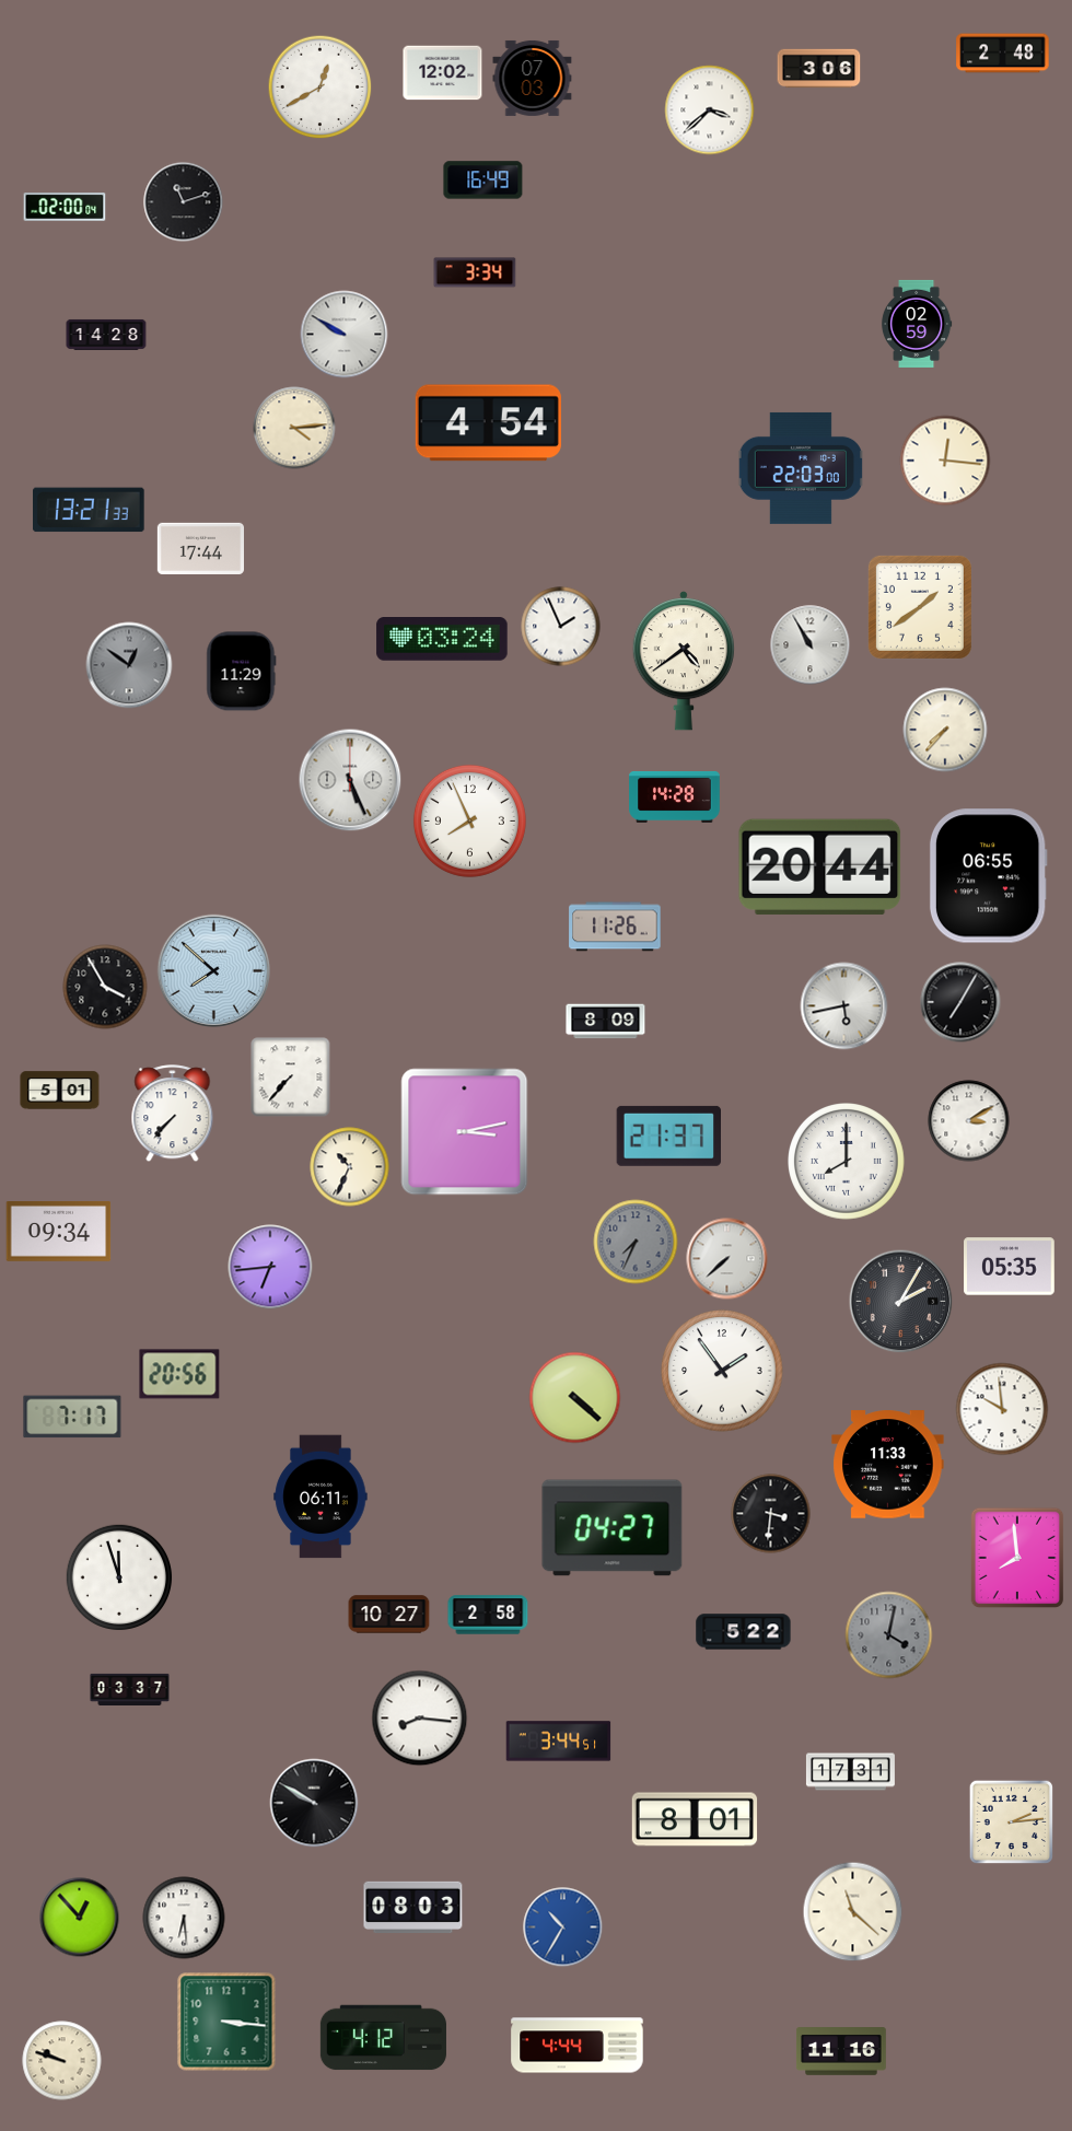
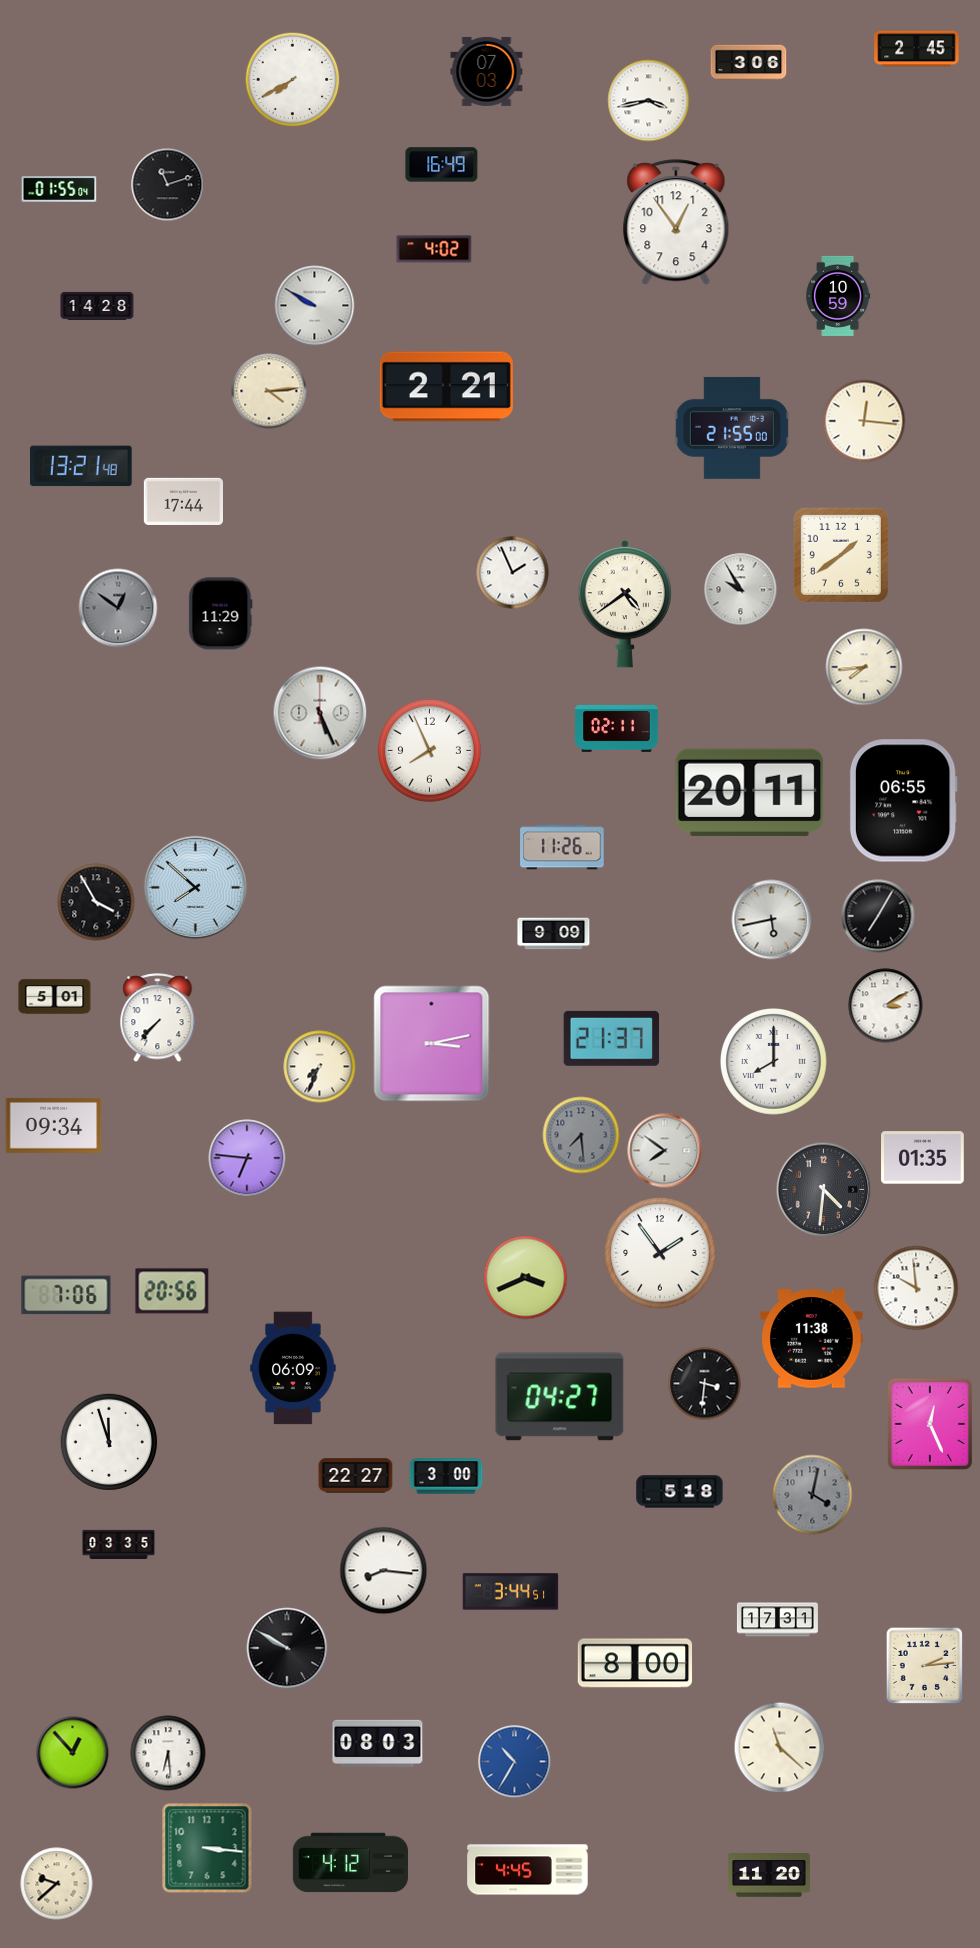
clock at (1003, 54): 2:48 -> 2:45
clock at (443, 73): 12:02 -> none
clock at (321, 88): 12:40 -> 7:40
clock at (710, 110): 3:38 -> 3:43
clock at (65, 207): 02:00 -> 01:55
clock at (676, 223): none -> 12:54
clock at (475, 272): 3:34 -> 4:02
clock at (917, 324): 02:59 -> 10:59
clock at (488, 423): 4:54 -> 2:21
clock at (801, 468): 22:03 -> 21:55
clock at (89, 510): 13:21:33 -> 13:21:48
clock at (442, 639): 03:24 -> none
clock at (811, 645): 10:55 -> 9:55
clock at (945, 730): 7:37 -> 7:44
clock at (675, 796): 14:28 -> 02:11
clock at (820, 866): 20:44 -> 20:11
clock at (606, 1022): 8:09 -> 9:09
clock at (291, 1078): 7:37 -> none
clock at (969, 1121) position: (969, 1121) -> (886, 1006)
clock at (465, 1132) position: (465, 1132) -> (432, 1044)
clock at (350, 1167): 10:34 -> 7:34
clock at (636, 1242): 7:34 -> 7:29
clock at (727, 1259): 7:38 -> 7:51
clock at (270, 1267): 6:44 -> 6:46
clock at (1010, 1267): 05:35 -> 01:35
clock at (901, 1302): 2:05 -> 4:31
clock at (179, 1374) position: (179, 1374) -> (172, 1291)
clock at (575, 1398): 4:22 -> 3:41
clock at (72, 1417): 7:17 -> 7:06
clock at (888, 1465): 11:33 -> 11:38
clock at (321, 1497): 06:11 -> 06:09
clock at (1017, 1558): 7:59 -> 12:26
clock at (389, 1615): 10:27 -> 22:27
clock at (488, 1615): 2:58 -> 3:00
clock at (744, 1632): 5:22 -> 5:18
clock at (130, 1689): 03:37 -> 03:35
clock at (695, 1819): 8:01 -> 8:00
clock at (578, 2046): 4:44 -> 4:45
clock at (841, 2051): 11:16 -> 11:20
clock at (62, 2061): 9:48 -> 9:38
